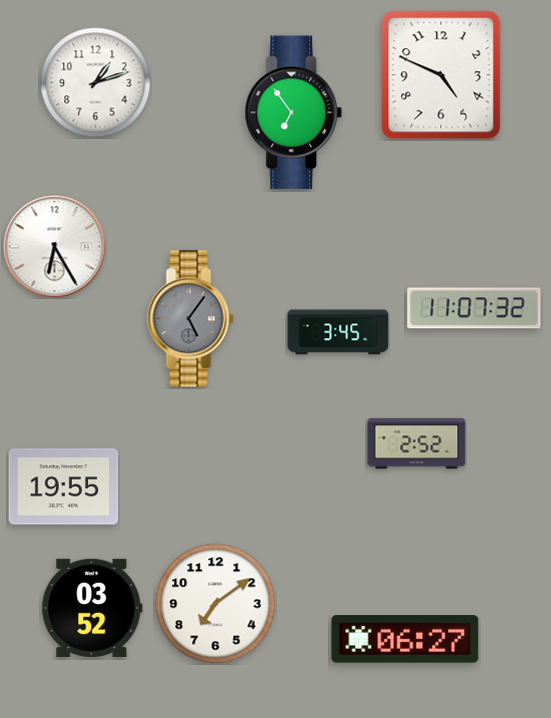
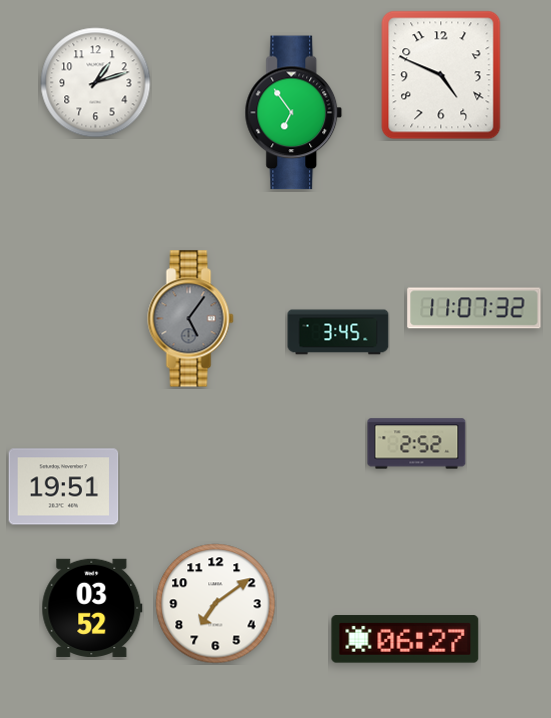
clock at (55, 247): 6:25 -> none
clock at (64, 487): 19:55 -> 19:51
